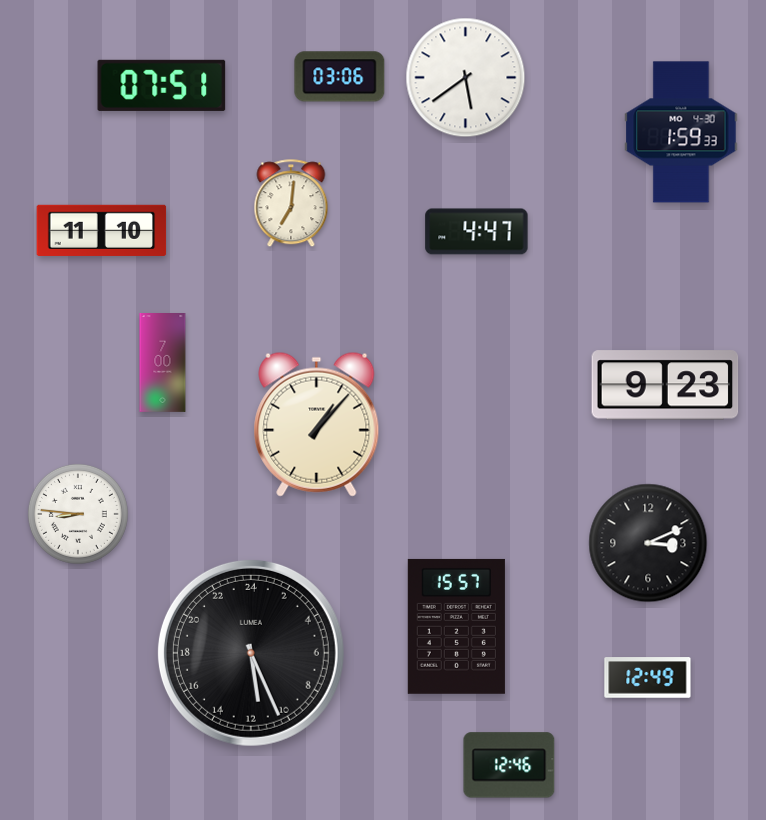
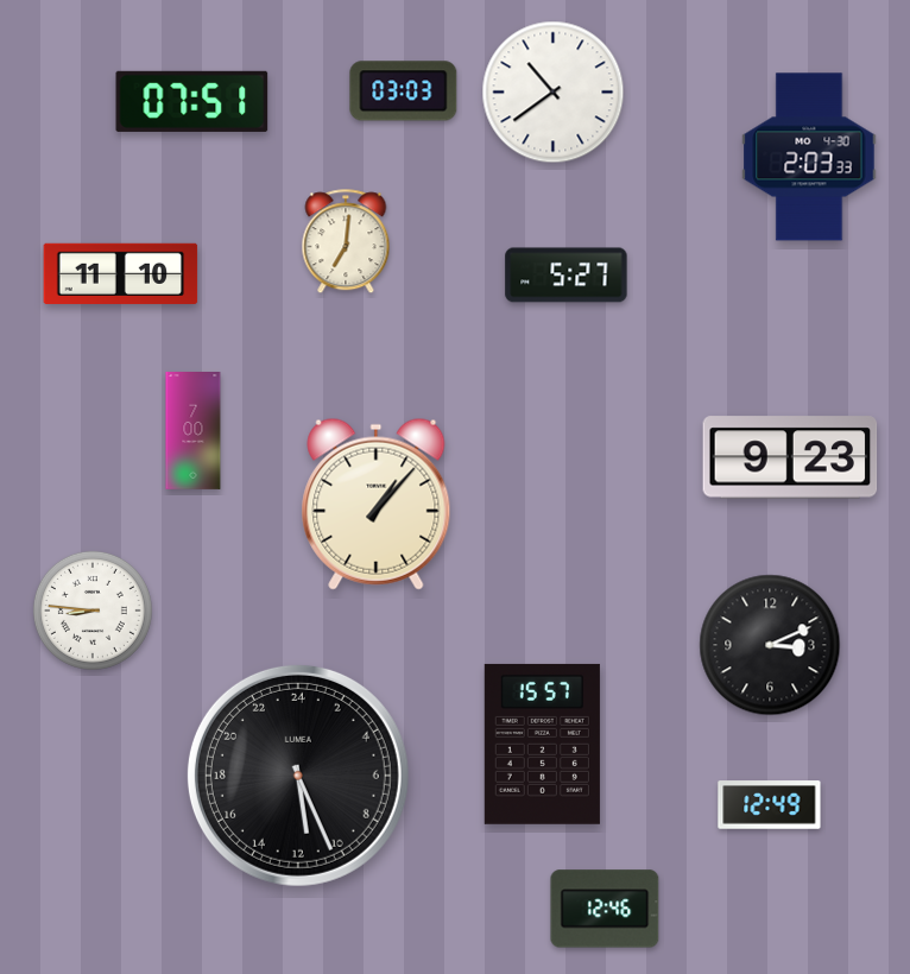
clock at (340, 77): 03:06 -> 03:03
clock at (466, 78): 5:39 -> 10:39
clock at (681, 132): 1:59 -> 2:03
clock at (477, 232): 4:47 -> 5:27
